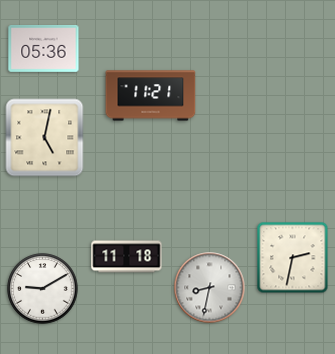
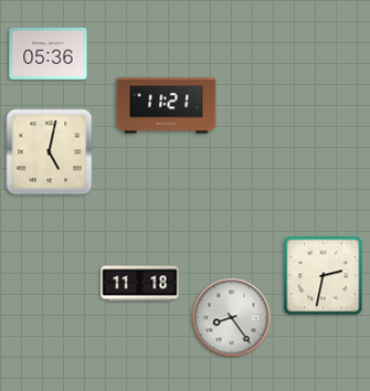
clock at (293, 258) position: (293, 258) -> (324, 276)
clock at (210, 288): 8:32 -> 8:24
clock at (43, 289): 9:10 -> none
